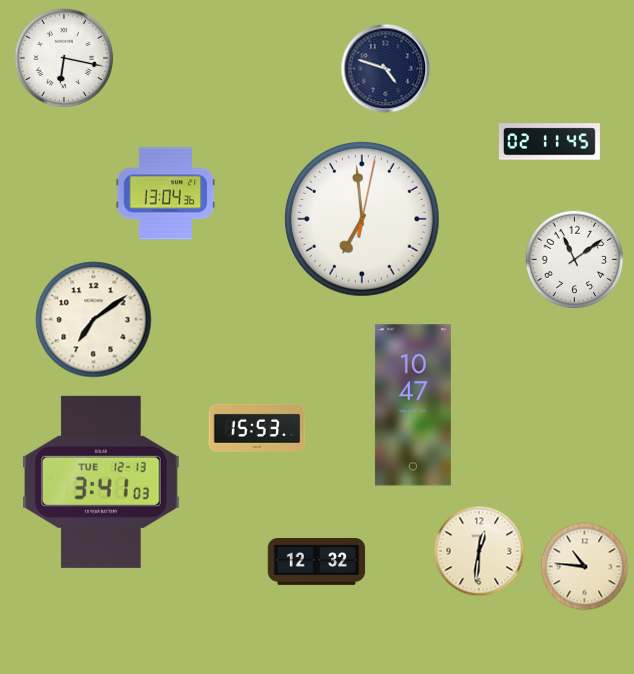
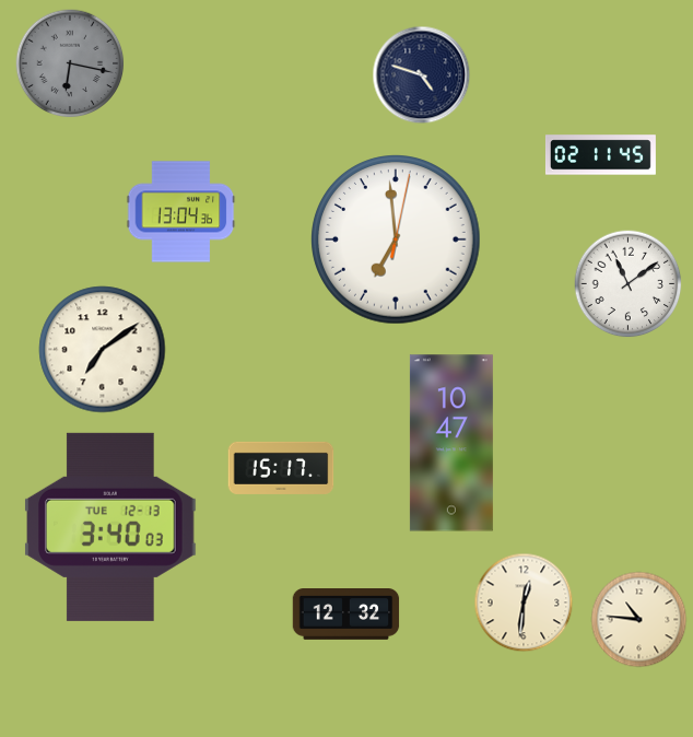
clock at (64, 58) dial: white -> grey
clock at (257, 428): 15:53 -> 15:17
clock at (101, 482): 3:41 -> 3:40
